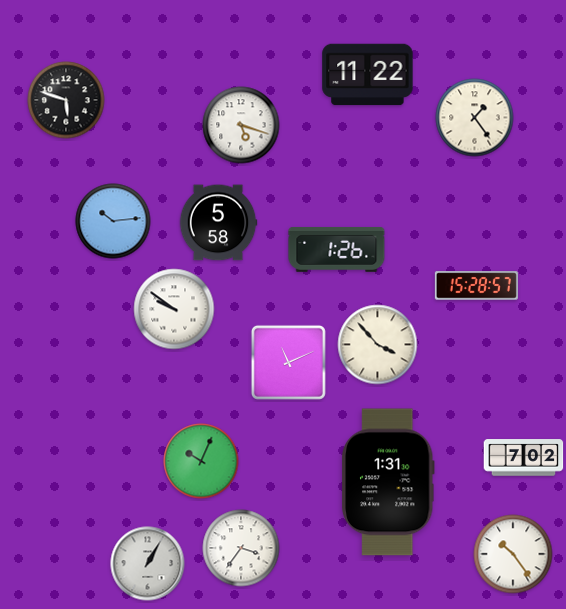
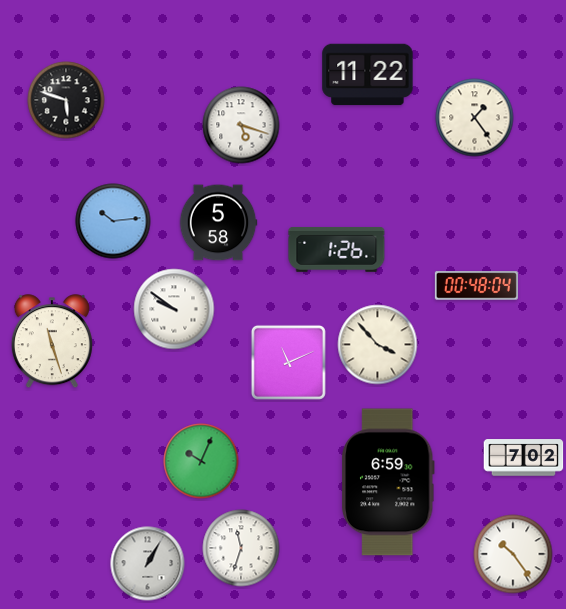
clock at (476, 286): 15:28 -> 00:48
clock at (52, 342): none -> 11:27
clock at (388, 482): 1:31 -> 6:59
clock at (241, 548): 3:36 -> 11:33
